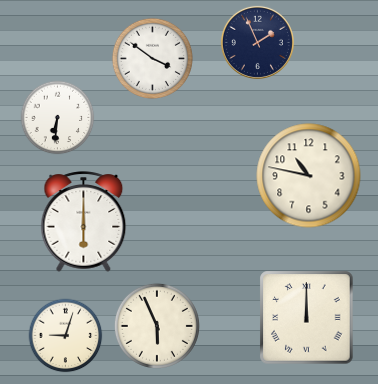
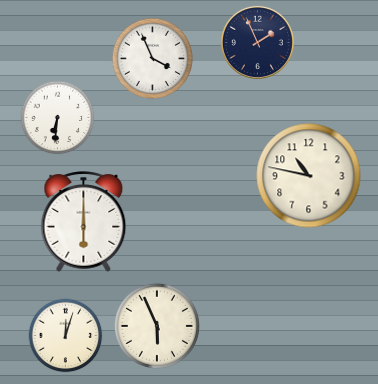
clock at (152, 58): 3:51 -> 3:56
clock at (307, 318): 12:00 -> none
clock at (66, 336): 9:03 -> 12:03
